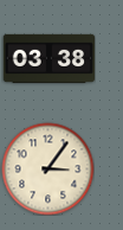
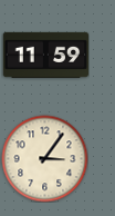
clock at (48, 58): 03:38 -> 11:59
